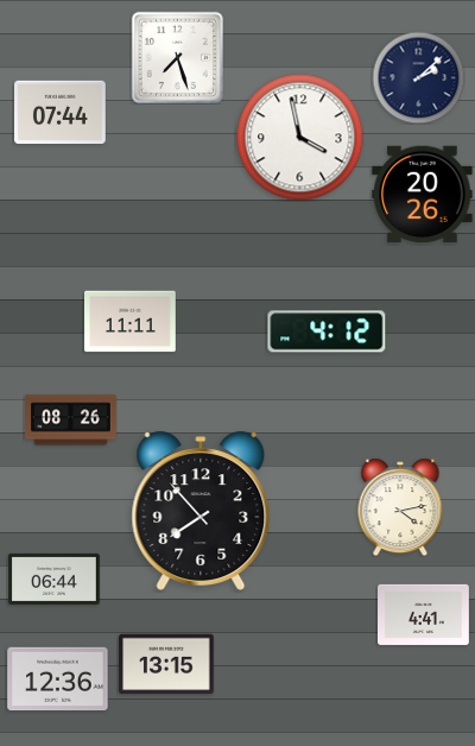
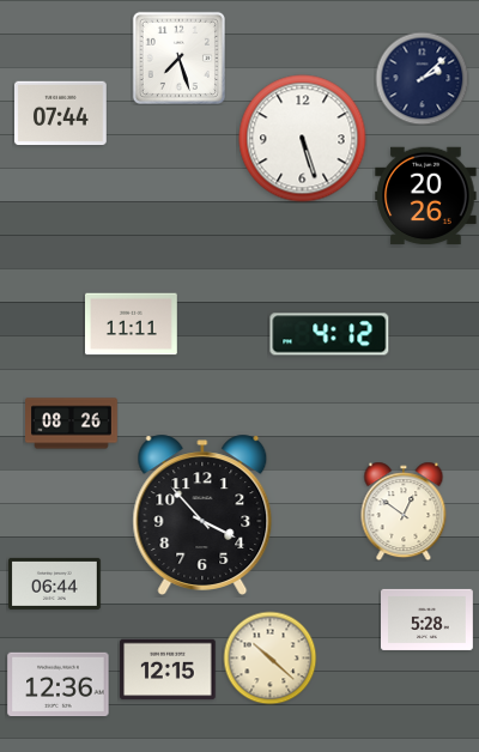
clock at (300, 138): 3:58 -> 5:27
clock at (400, 507): 4:13 -> 12:51
clock at (201, 511): 7:53 -> 3:53
clock at (424, 614): 4:41 -> 5:28
clock at (269, 657): none -> 10:22
clock at (166, 664): 13:15 -> 12:15
